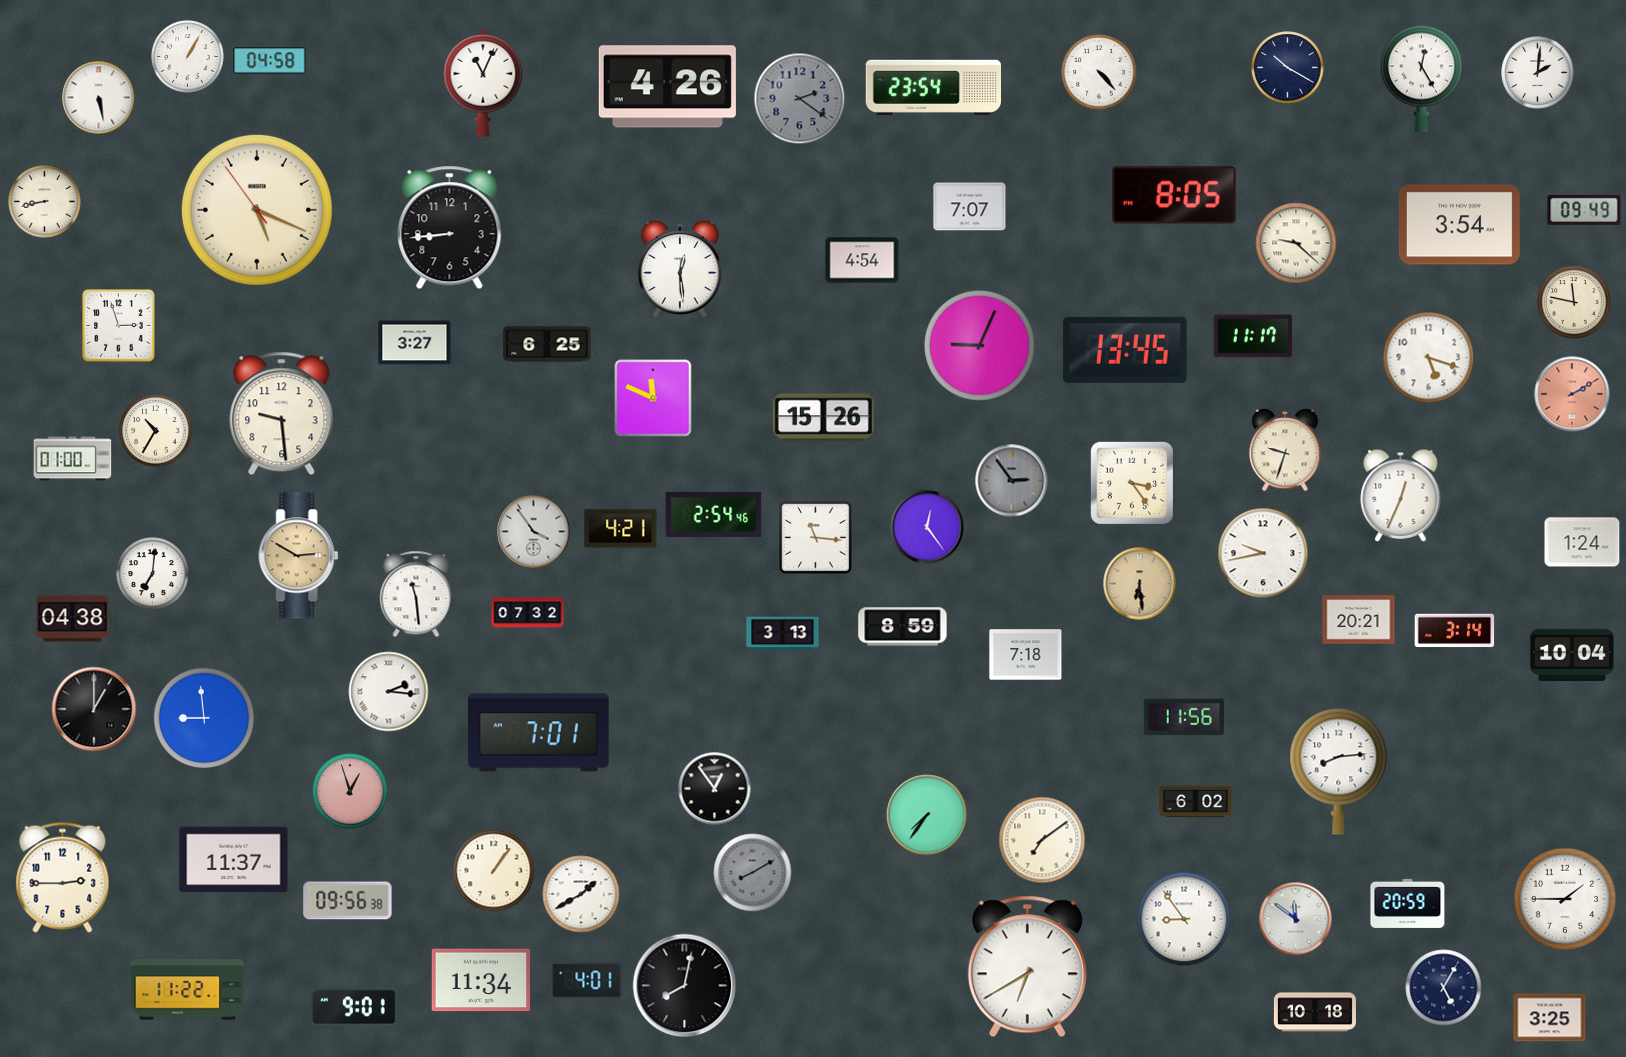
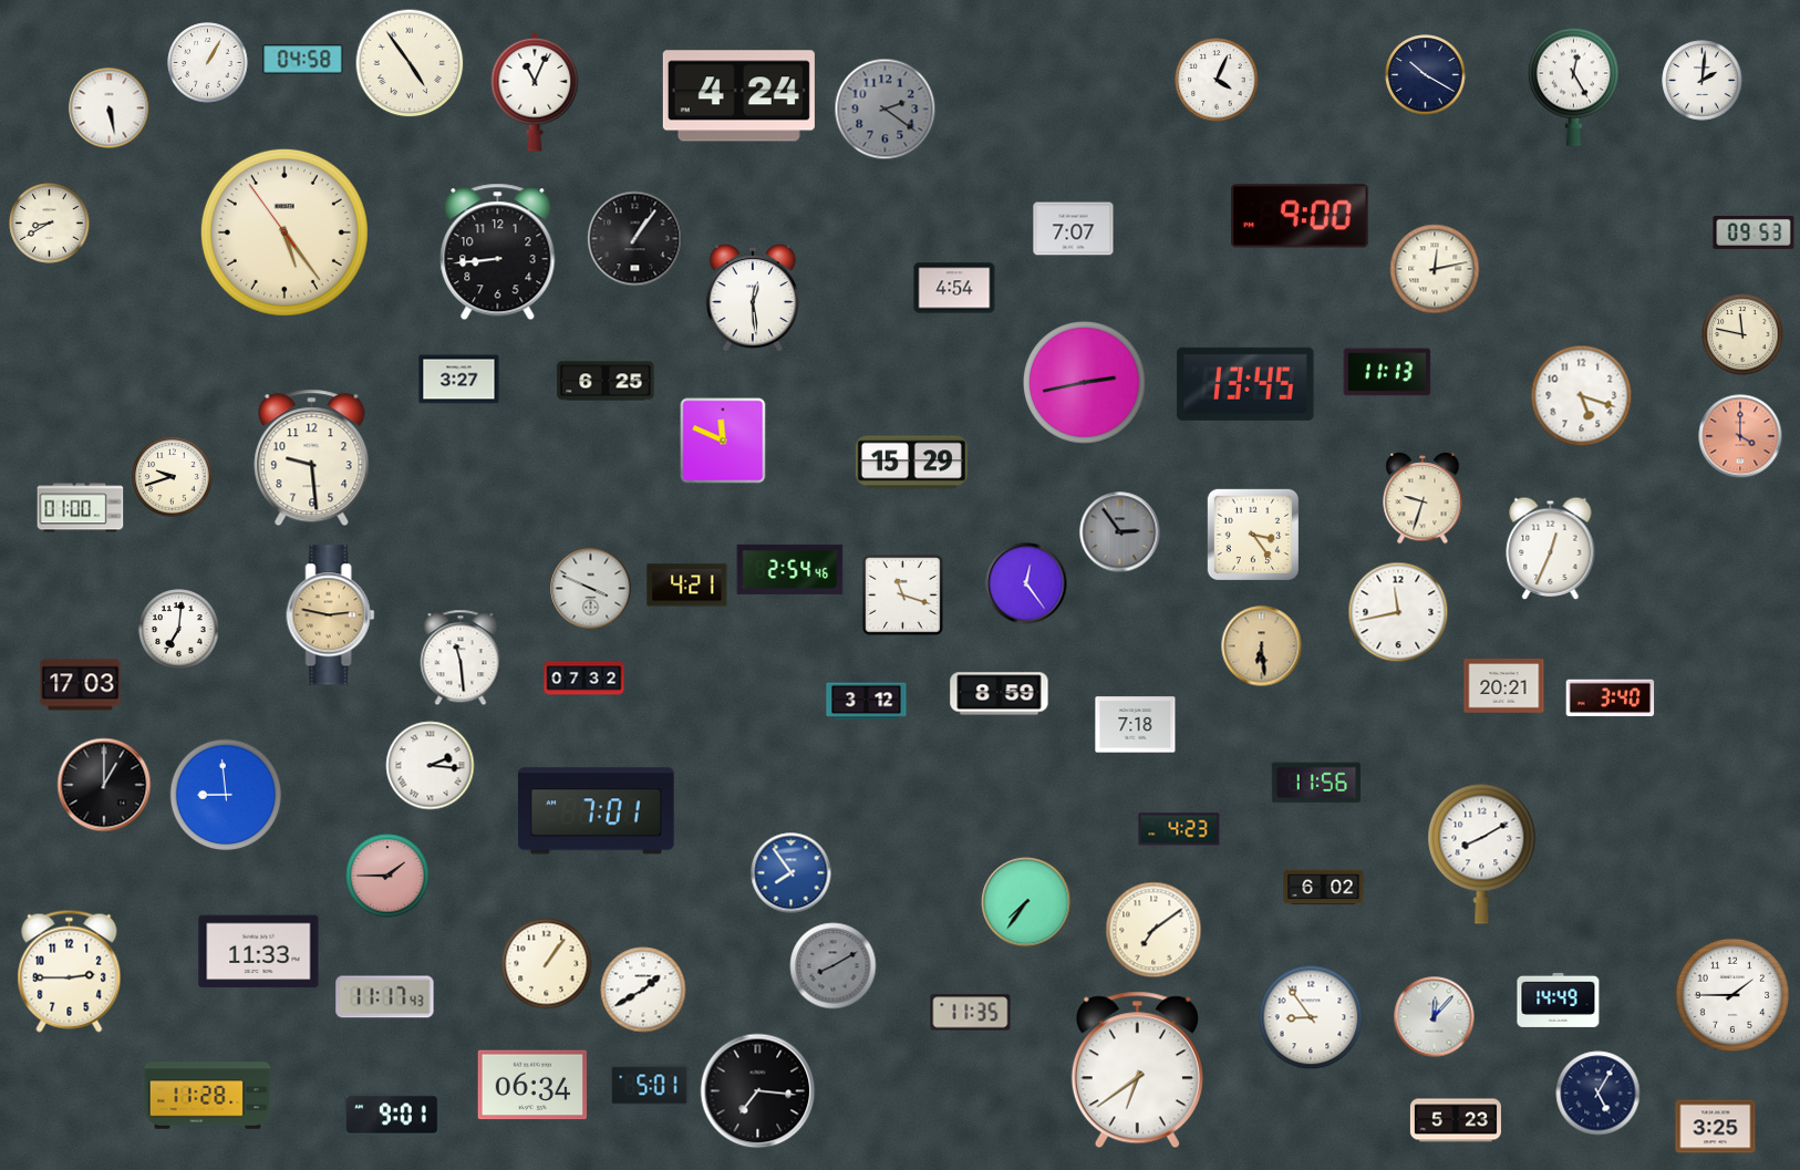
clock at (410, 63): none -> 4:54
clock at (270, 61) position: (270, 61) -> (303, 60)
clock at (1099, 72): 4:23 -> 4:04
clock at (667, 87): 4:26 -> 4:24
clock at (933, 87): 23:54 -> none
clock at (1174, 195): 8:05 -> 9:00
clock at (45, 202): 8:43 -> 8:40
clock at (257, 210): 5:18 -> 5:23
clock at (1584, 210): 09:49 -> 09:53
clock at (635, 239): none -> 1:06
clock at (1459, 225): 3:54 -> none
clock at (1296, 243): 9:22 -> 12:13
clock at (119, 326): 2:57 -> none
clock at (1253, 336): 11:17 -> 11:13
clock at (979, 345): 9:04 -> 2:43
clock at (1125, 350) position: (1125, 350) -> (1245, 384)
clock at (1572, 394): 2:10 -> 4:00
clock at (823, 418): 15:26 -> 15:29
clock at (156, 431): 10:35 -> 9:42
clock at (534, 532): 3:54 -> 3:49
clock at (816, 538): 11:16 -> 11:18
clock at (1582, 542): 1:24 -> none
clock at (1263, 553): 9:43 -> 11:43
clock at (299, 556): 2:50 -> 2:47
clock at (153, 574) position: (153, 574) -> (179, 630)
clock at (73, 619): 04:38 -> 17:03
clock at (1455, 631): 3:14 -> 3:40
clock at (783, 634): 3:13 -> 3:12
clock at (1572, 654): 10:04 -> none
clock at (1184, 717) position: (1184, 717) -> (1316, 783)
clock at (1179, 829): none -> 4:23
clock at (1339, 771): 8:14 -> 8:10
clock at (715, 789): 12:54 -> 7:54
clock at (715, 789) dial: black -> blue
clock at (350, 791): 12:57 -> 1:45
clock at (234, 860): 11:37 -> 11:33
clock at (348, 901): 09:56 -> 11:17
clock at (1408, 903): 20:59 -> 14:49
clock at (971, 1013): none -> 11:35
clock at (1296, 919): 11:51 -> 12:07
clock at (1027, 967): 6:40 -> 6:39
clock at (481, 980): 11:34 -> 06:34
clock at (587, 981): 4:01 -> 5:01
clock at (685, 986): 8:02 -> 7:16
clock at (188, 990): 11:22 -> 11:28
clock at (1315, 1012): 10:18 -> 5:23
